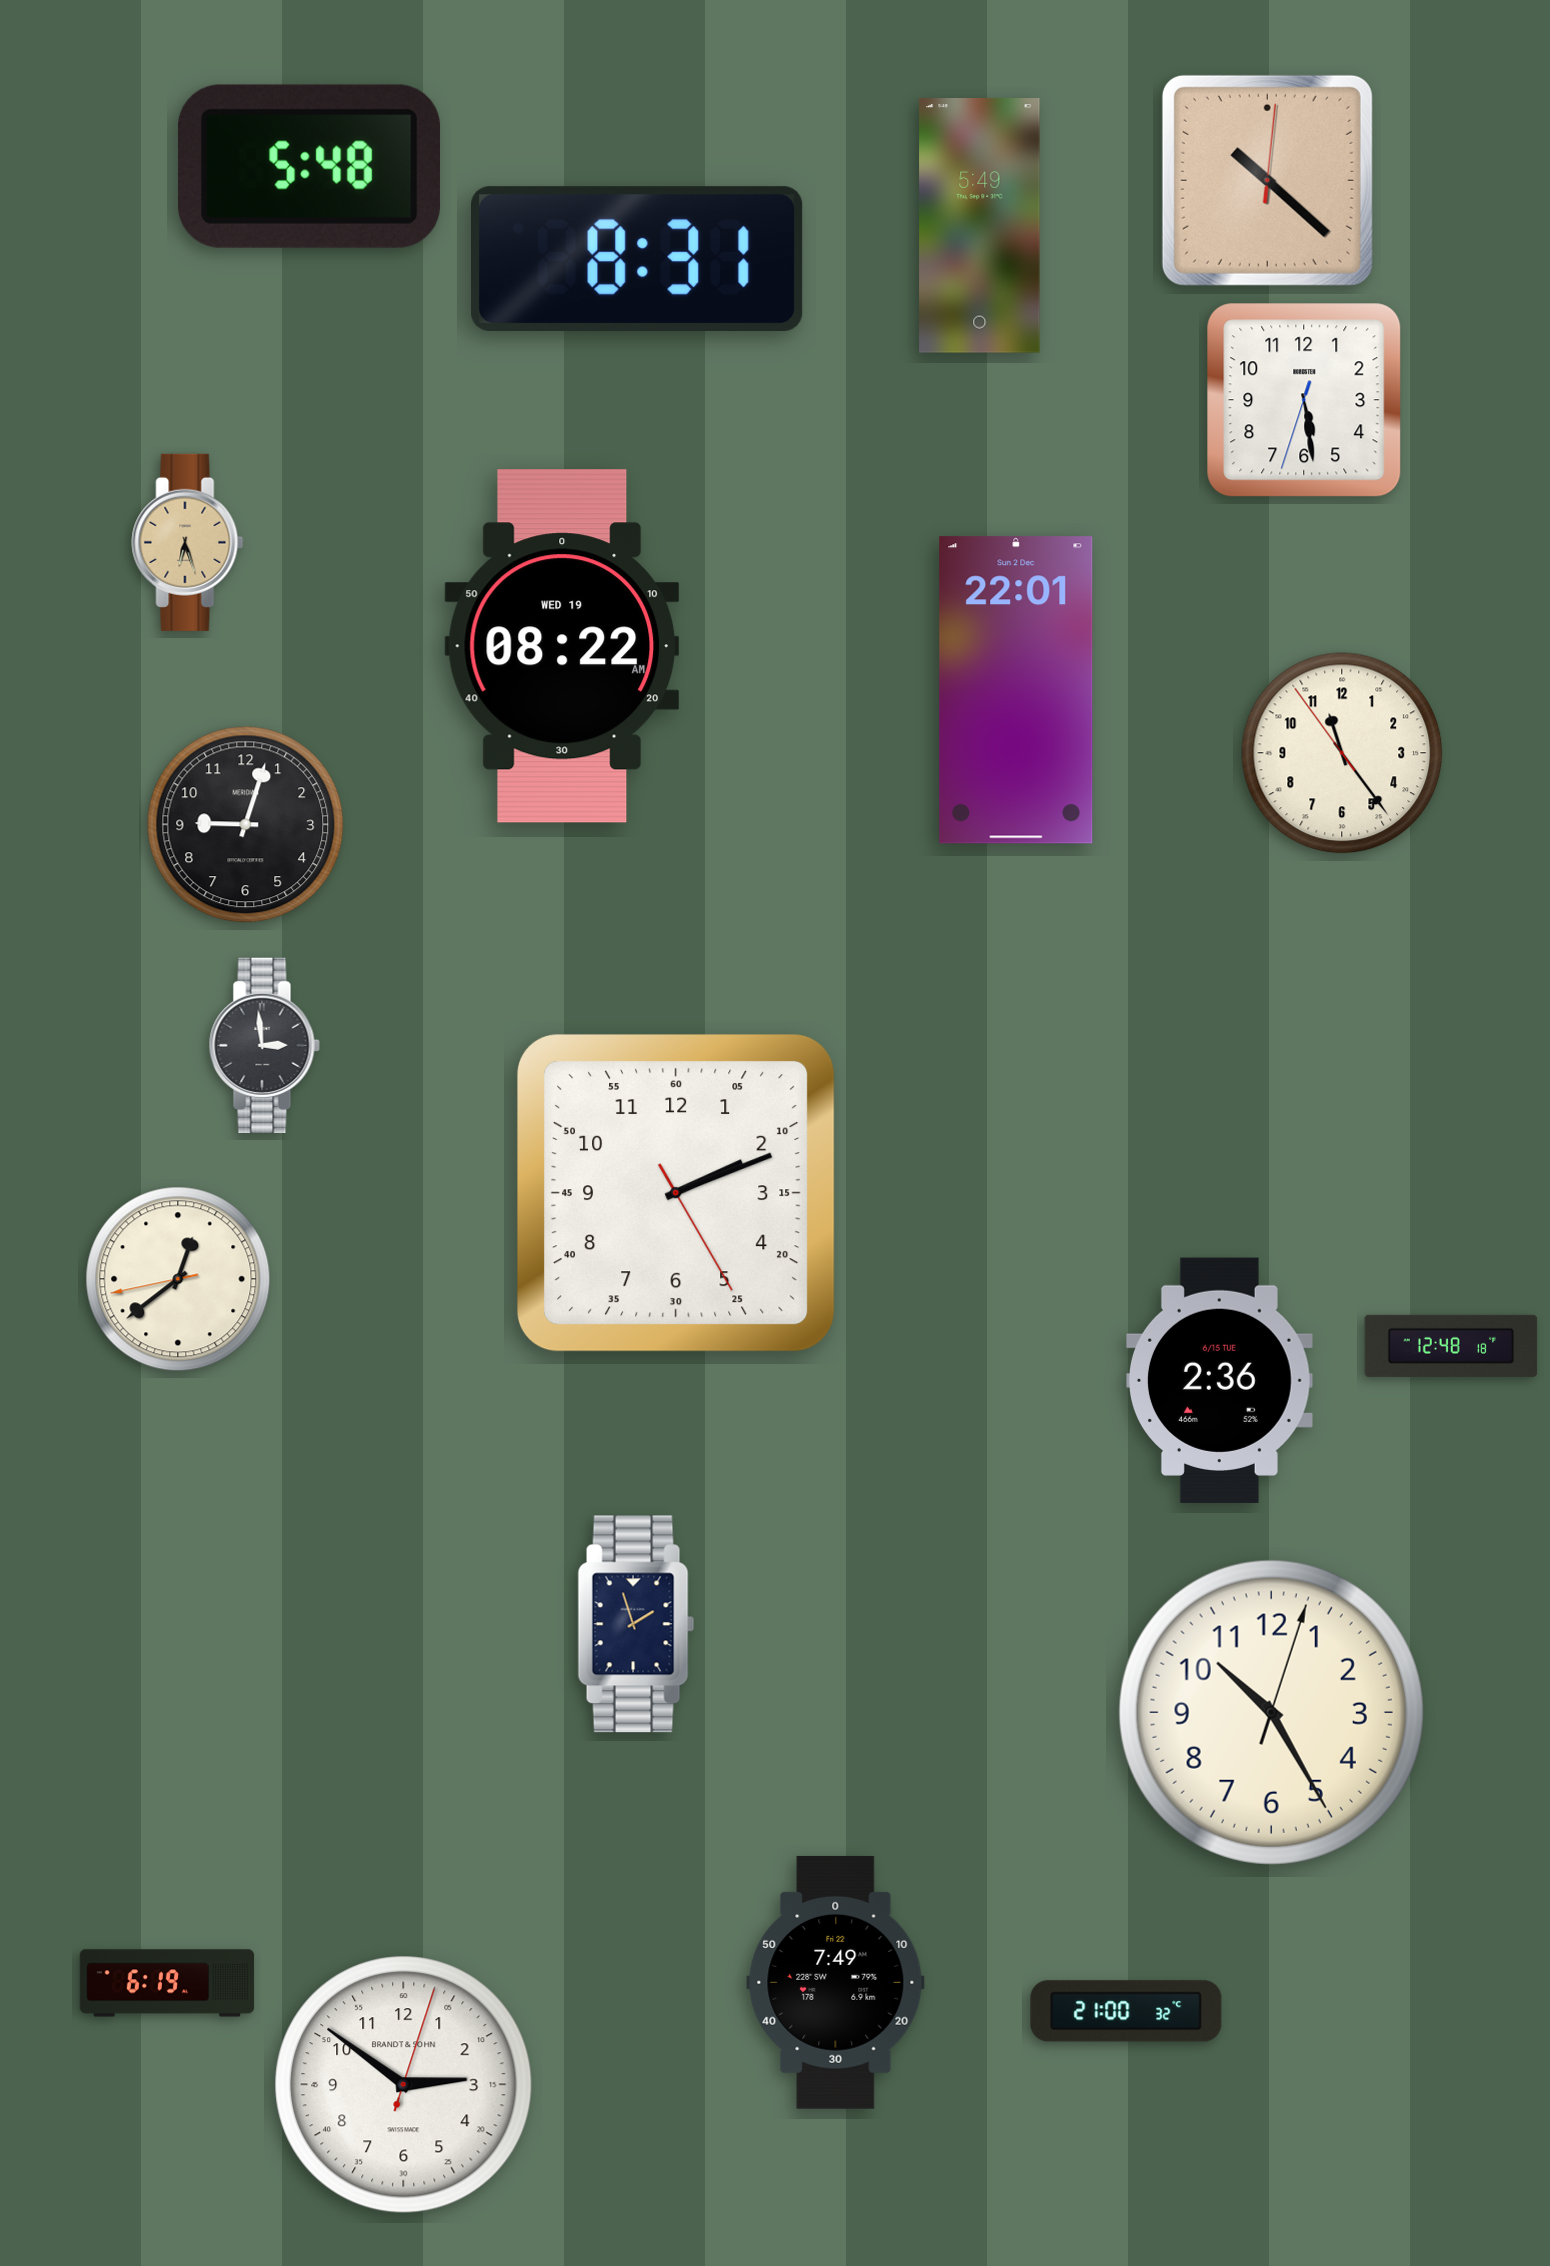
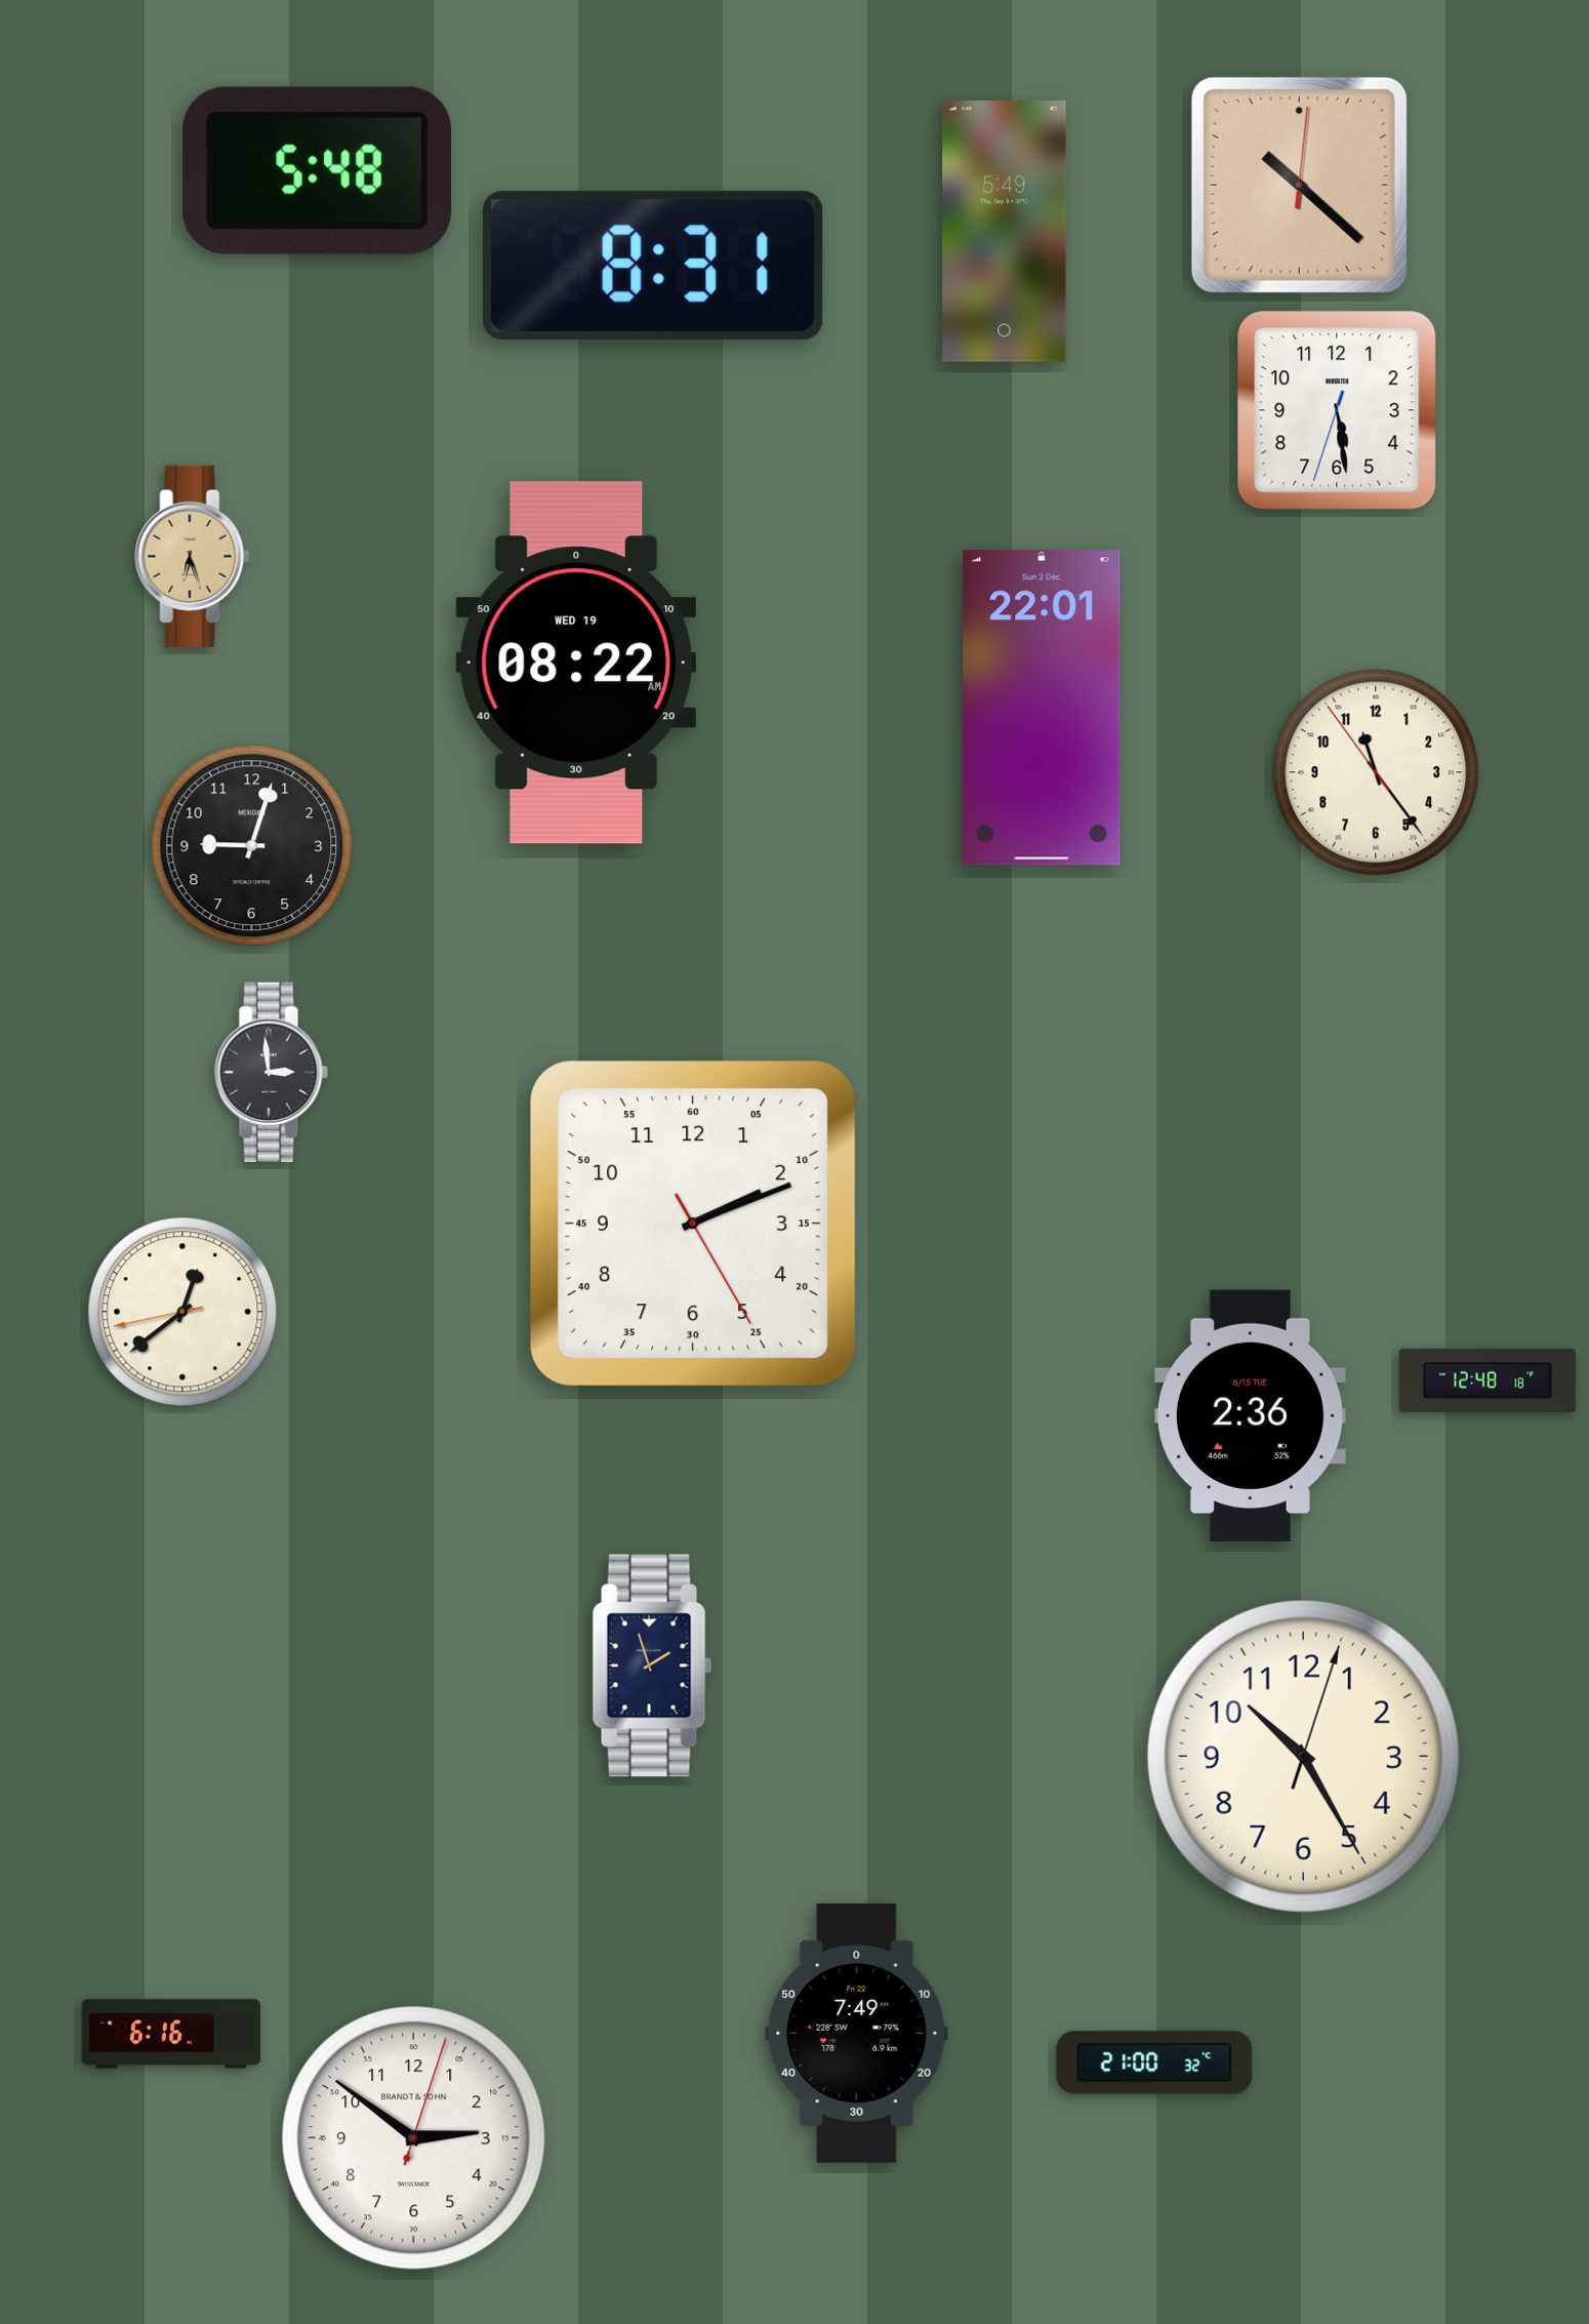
clock at (167, 1983): 6:19 -> 6:16
